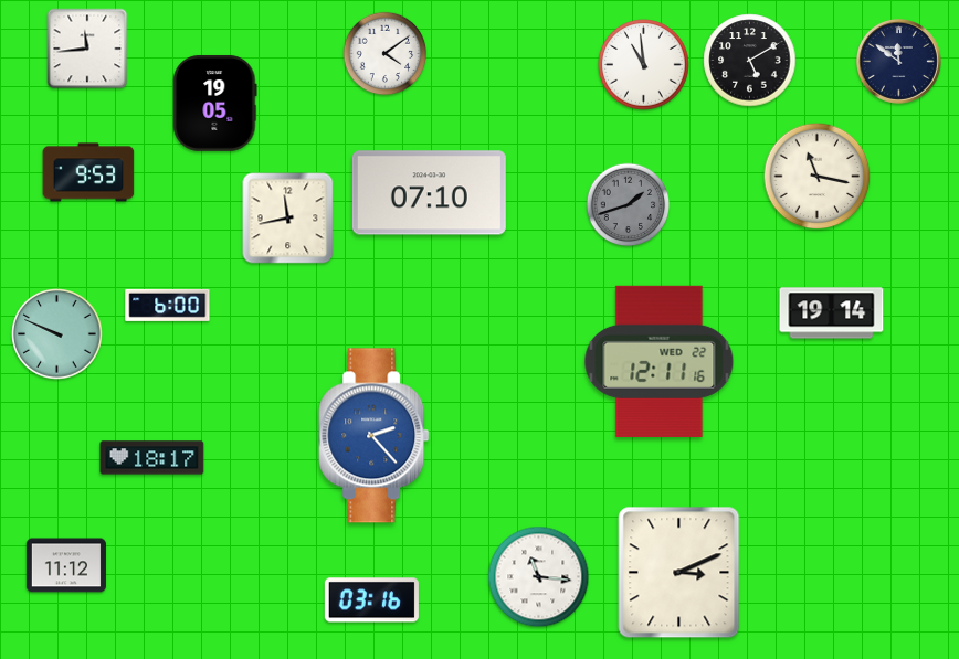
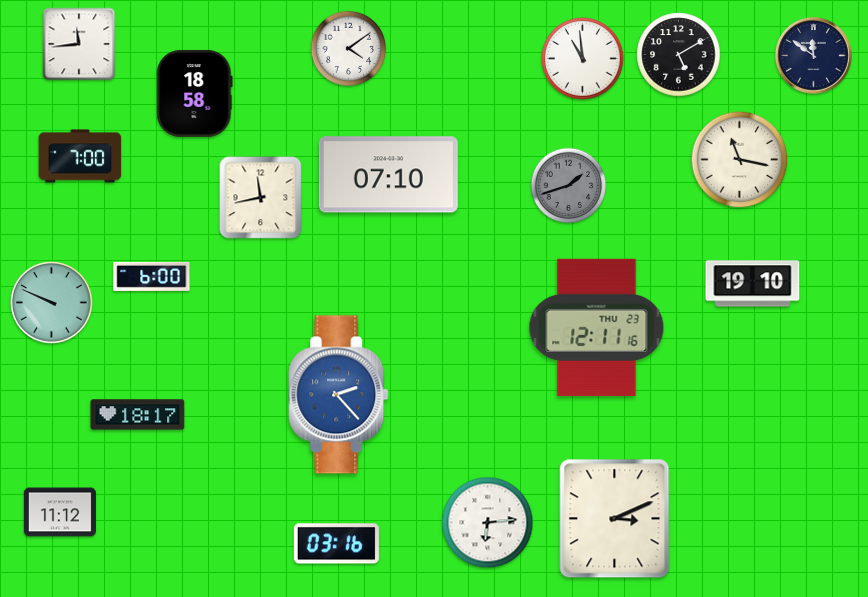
clock at (215, 103): 19:05 -> 18:58
clock at (88, 172): 9:53 -> 7:00
clock at (832, 313): 19:14 -> 19:10
clock at (660, 361) date: WED 22 -> THU 23
clock at (539, 577): 11:16 -> 6:14
